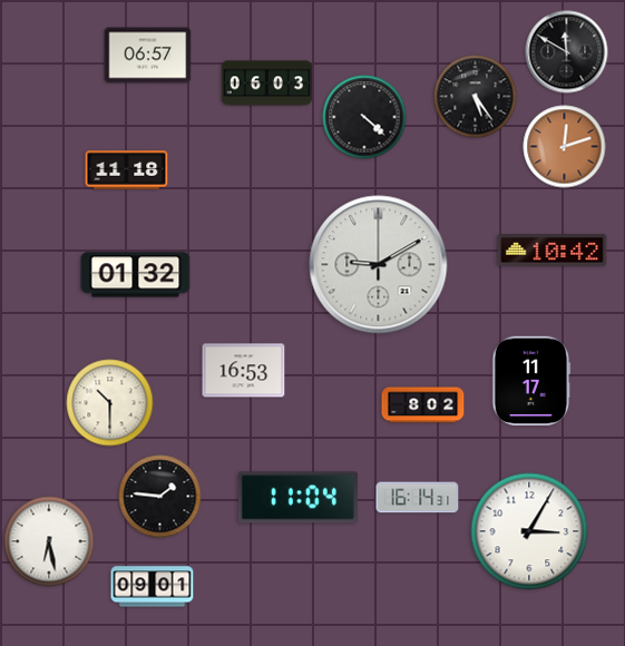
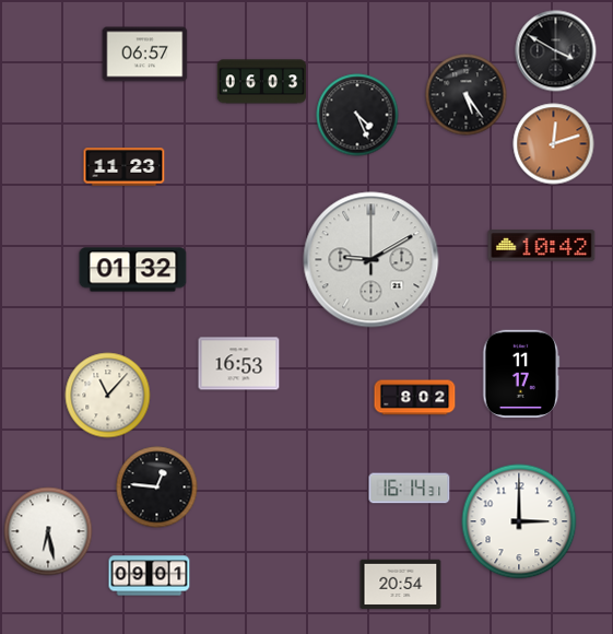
clock at (567, 52): 11:50 -> 3:50
clock at (364, 117): 4:22 -> 4:26
clock at (127, 170): 11:18 -> 11:23
clock at (110, 403): 10:30 -> 11:07
clock at (160, 497): 1:46 -> 12:46
clock at (297, 498): 11:04 -> none
clock at (529, 531): 3:05 -> 3:00
clock at (401, 585): none -> 20:54
